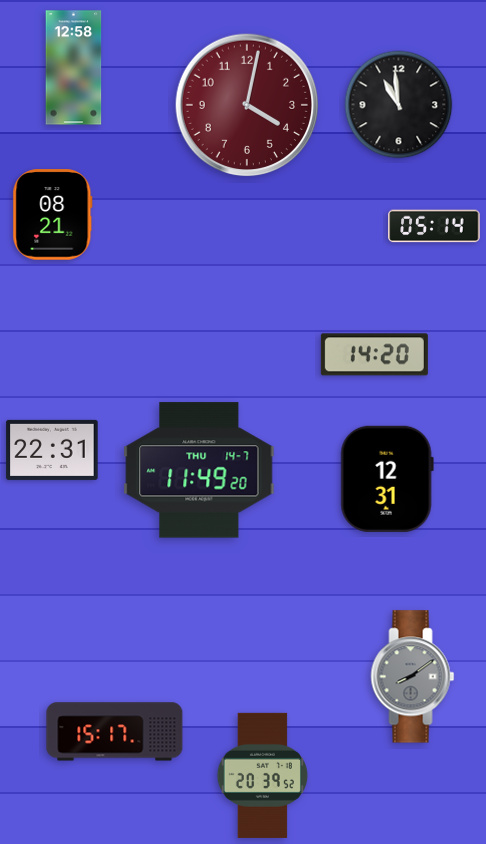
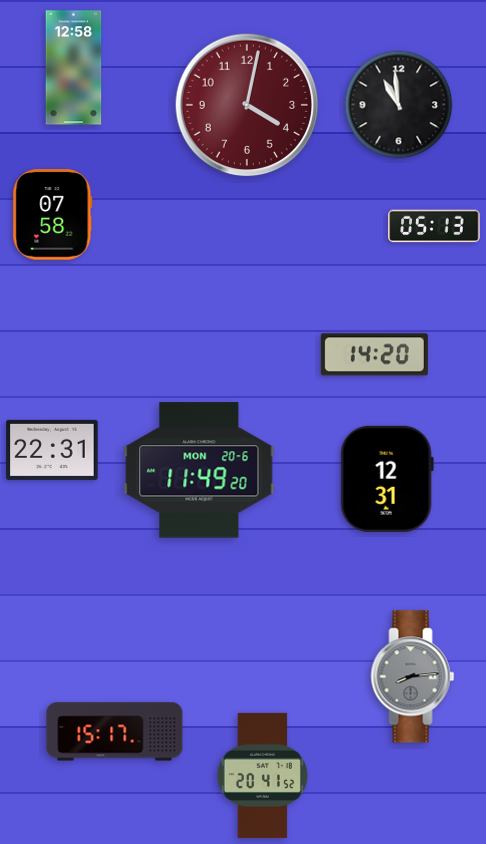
clock at (53, 215): 08:21 -> 07:58
clock at (434, 226): 05:14 -> 05:13
clock at (199, 470) date: THU 14-7 -> MON 20-6
clock at (413, 677): 8:09 -> 8:14
clock at (262, 775): 20:39 -> 20:41
